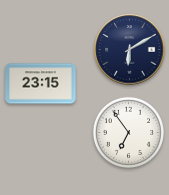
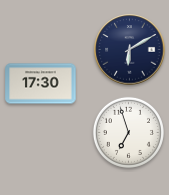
clock at (41, 84): 23:15 -> 17:30
clock at (128, 132): 6:54 -> 6:57
